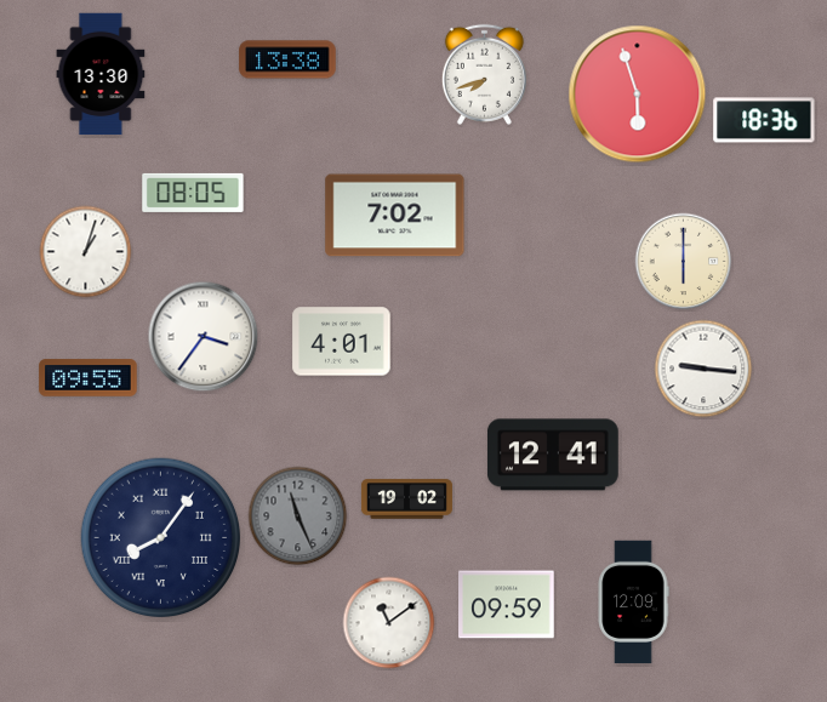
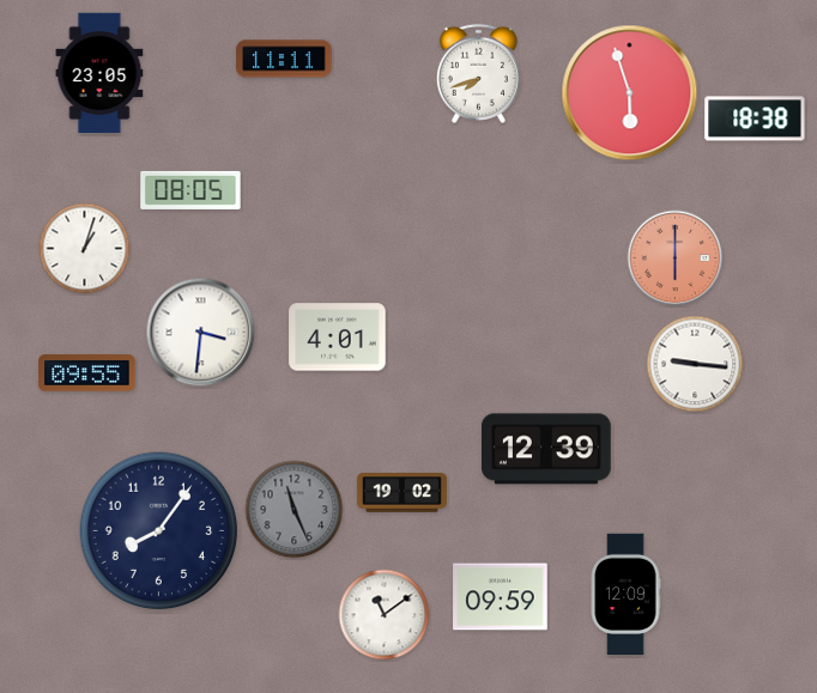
clock at (287, 59): 13:38 -> 11:11
clock at (101, 74): 13:30 -> 23:05
clock at (764, 120): 18:36 -> 18:38
clock at (395, 216): 7:02 -> none
clock at (684, 262) dial: cream -> salmon
clock at (204, 337): 3:36 -> 3:31
clock at (553, 455): 12:41 -> 12:39
clock at (161, 538) numerals: Roman -> Arabic
